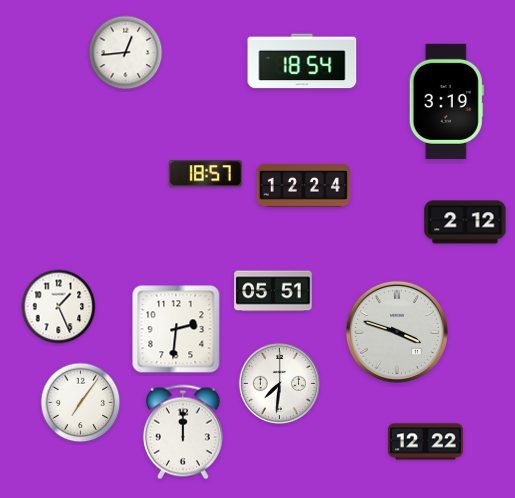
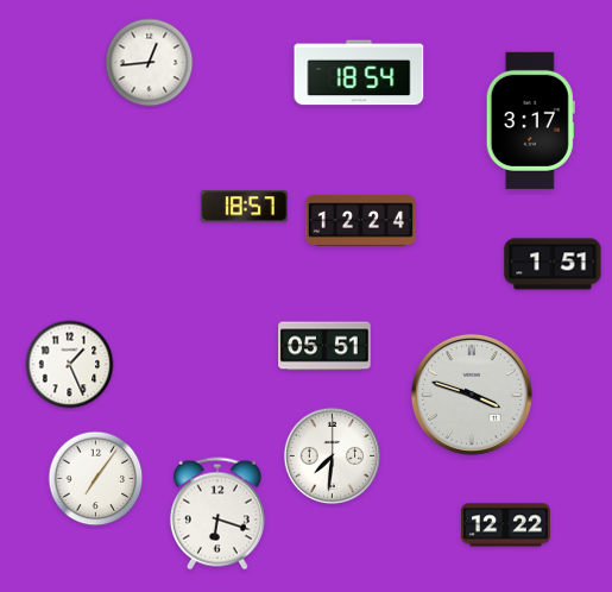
clock at (446, 101): 3:19 -> 3:17
clock at (465, 222): 2:12 -> 1:51
clock at (176, 329): 2:31 -> none
clock at (183, 432): 12:00 -> 6:18
